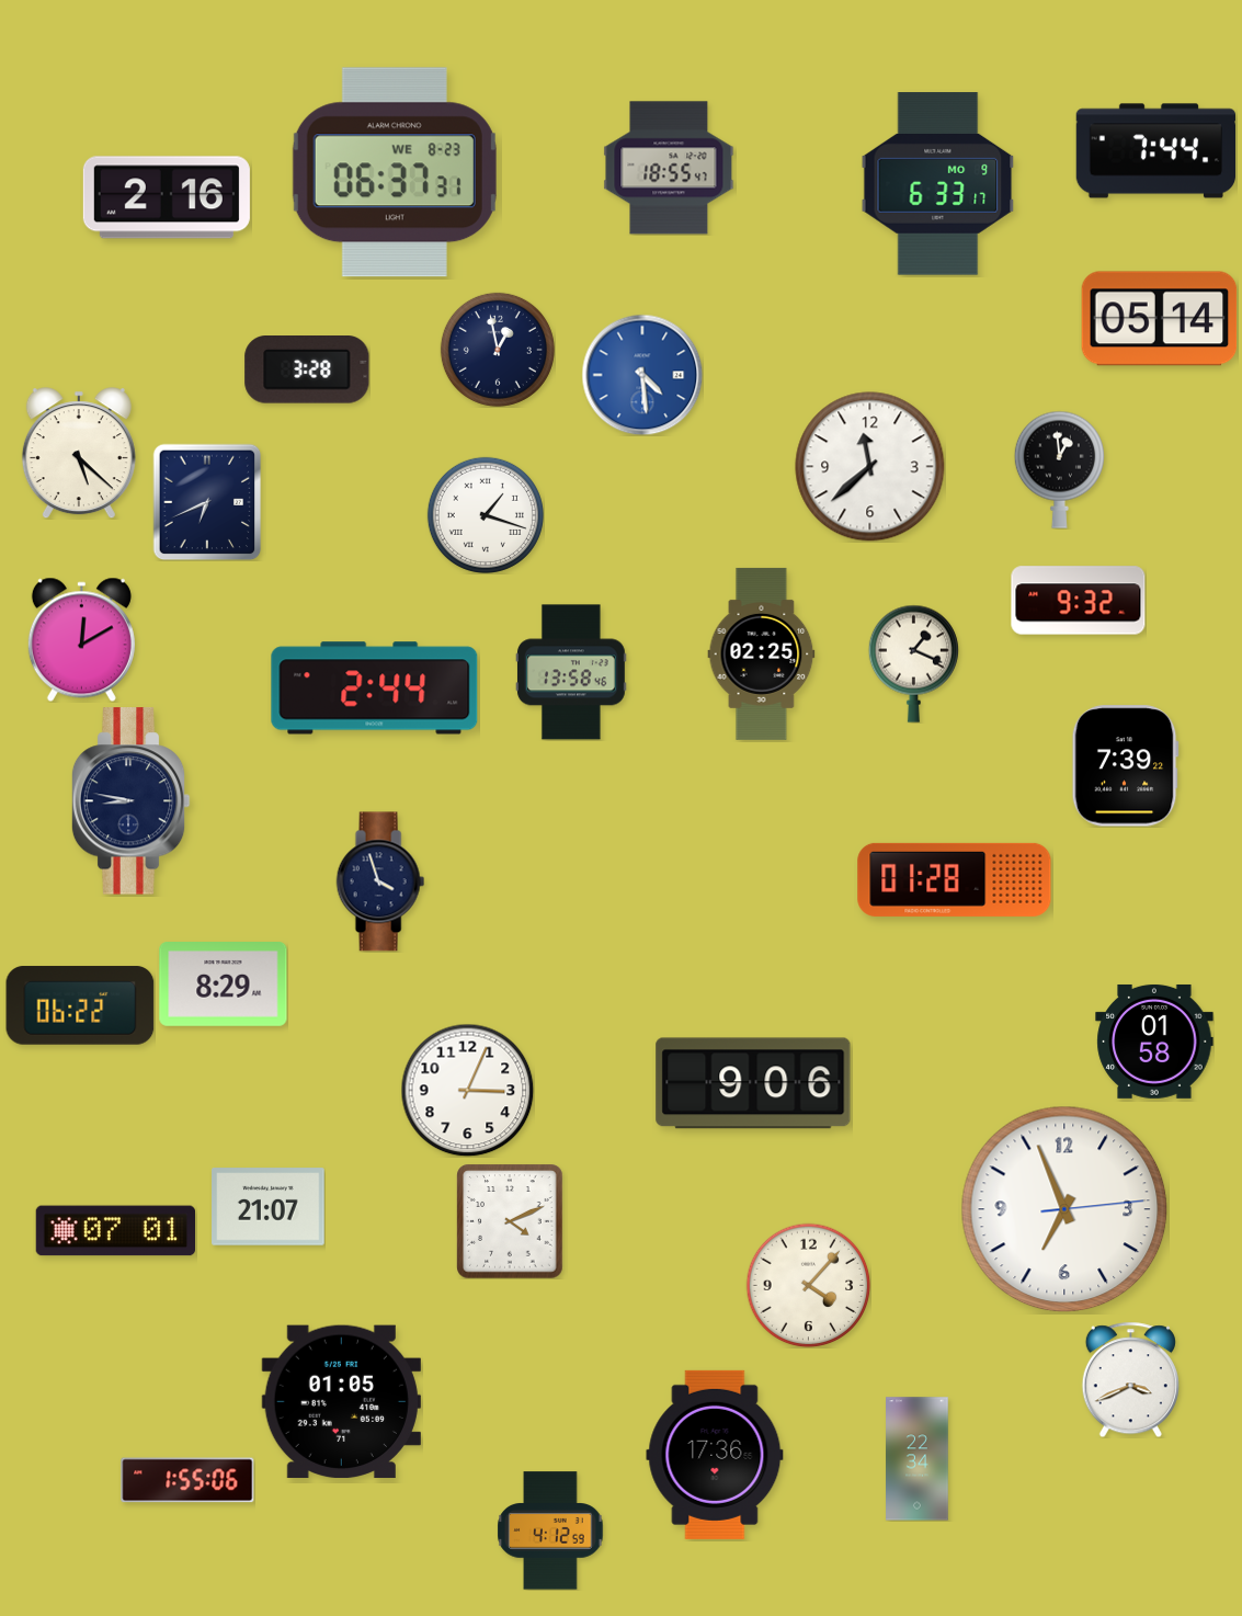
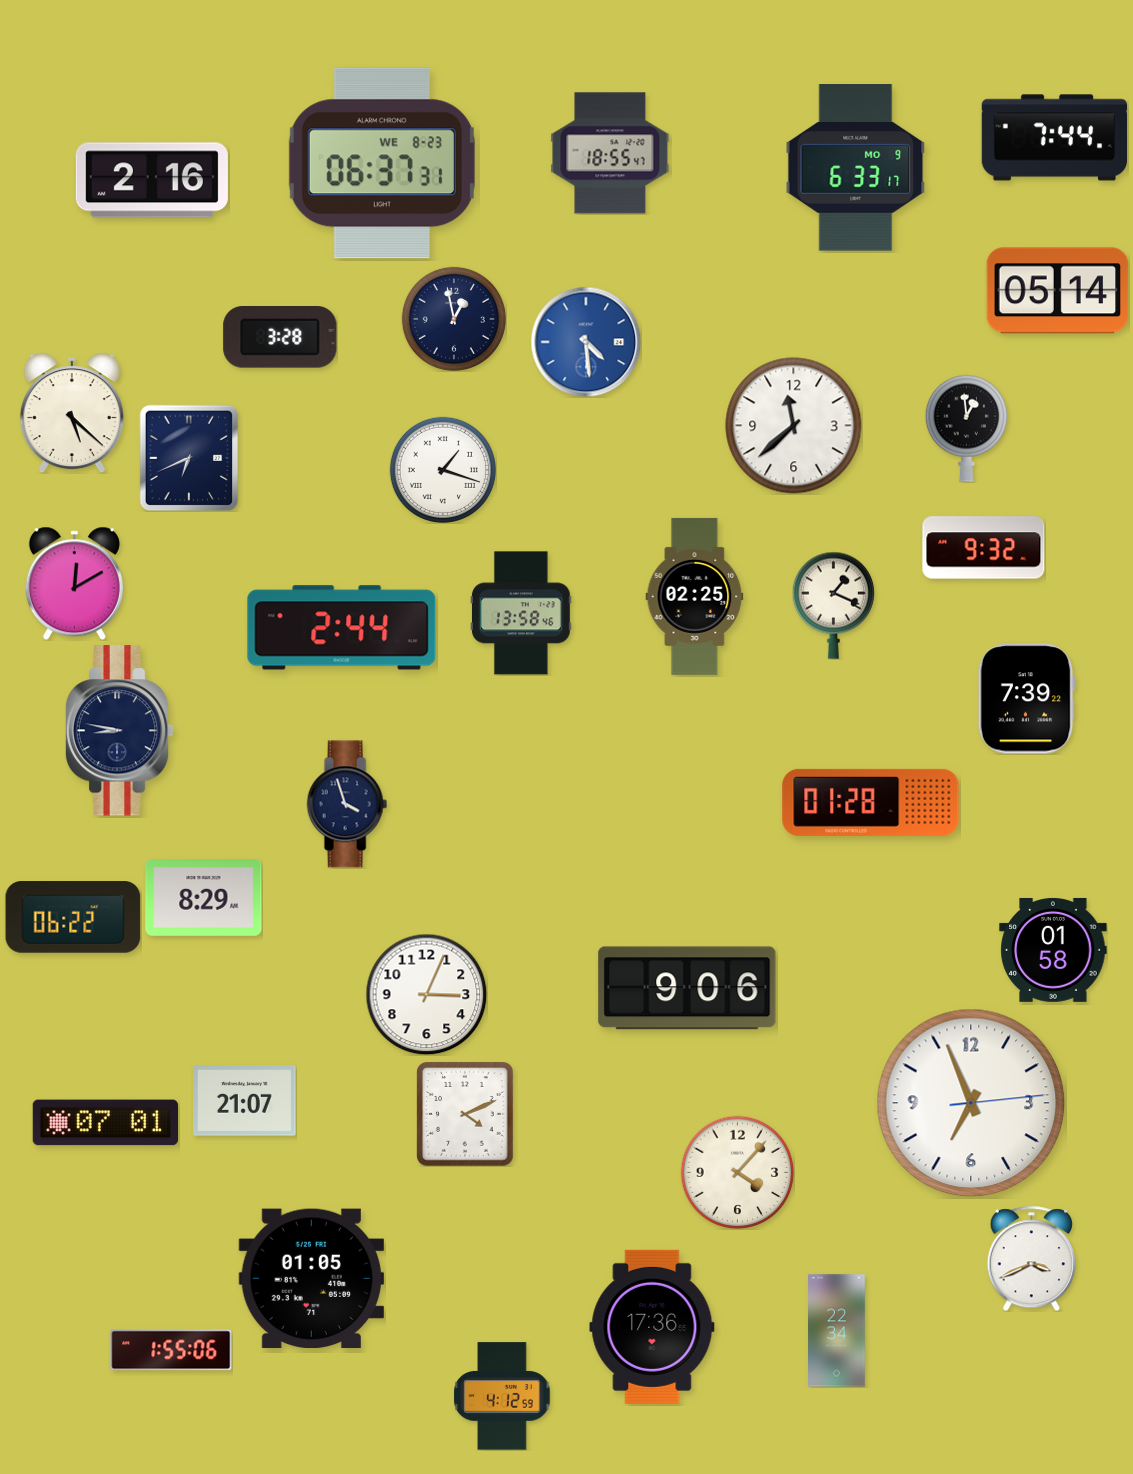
clock at (395, 172) position: (395, 172) -> (382, 163)
